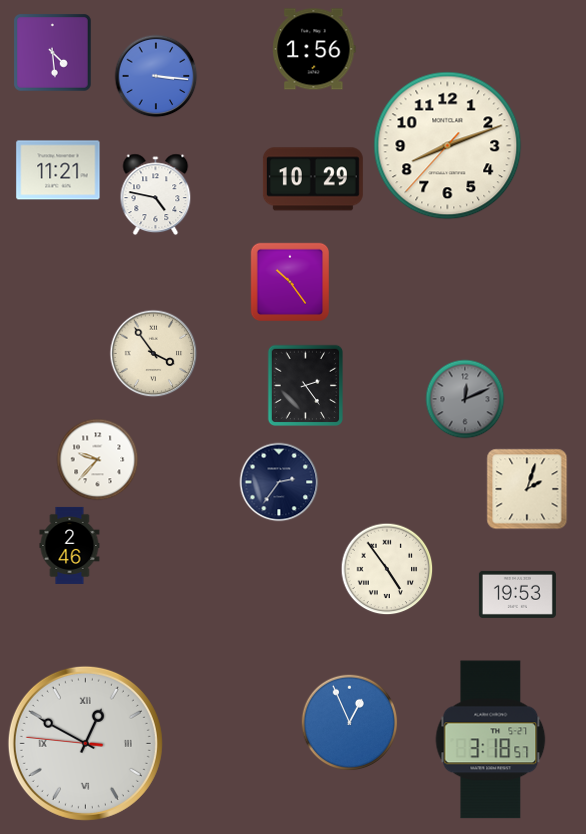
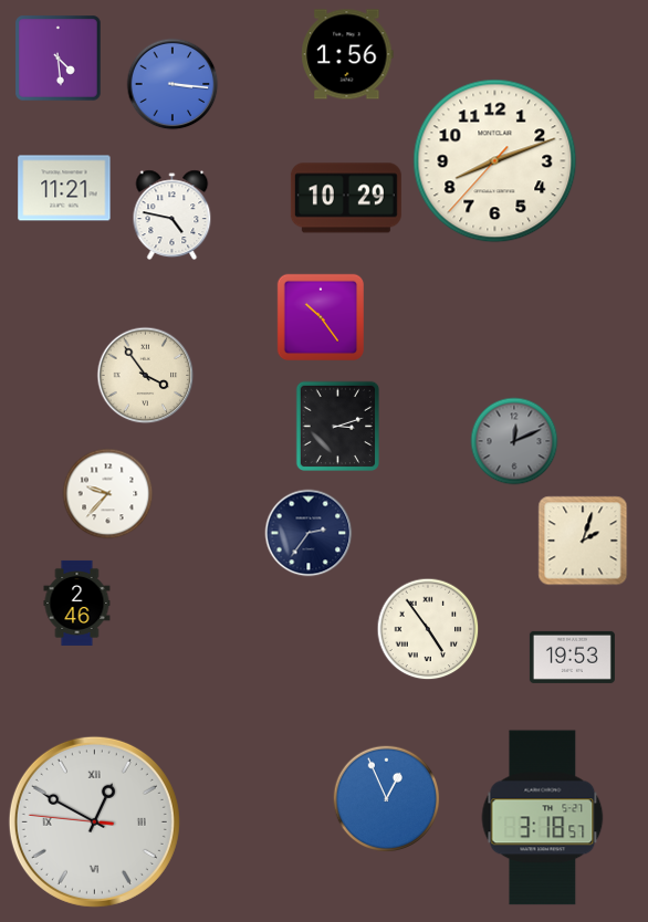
clock at (289, 281) position: (289, 281) -> (320, 316)
clock at (154, 354) position: (154, 354) -> (146, 376)
clock at (305, 386): 2:24 -> 3:12
clock at (98, 460) position: (98, 460) -> (108, 494)
